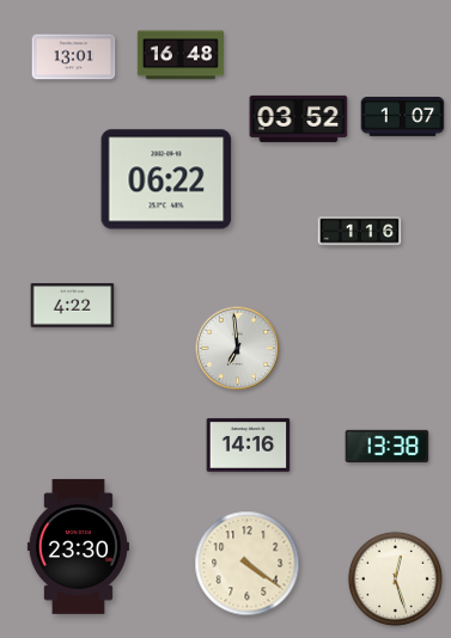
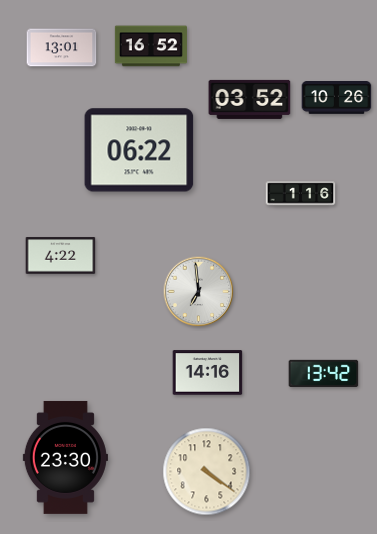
clock at (181, 55): 16:48 -> 16:52
clock at (403, 117): 1:07 -> 10:26
clock at (388, 446): 13:38 -> 13:42
clock at (395, 578): 12:27 -> none
